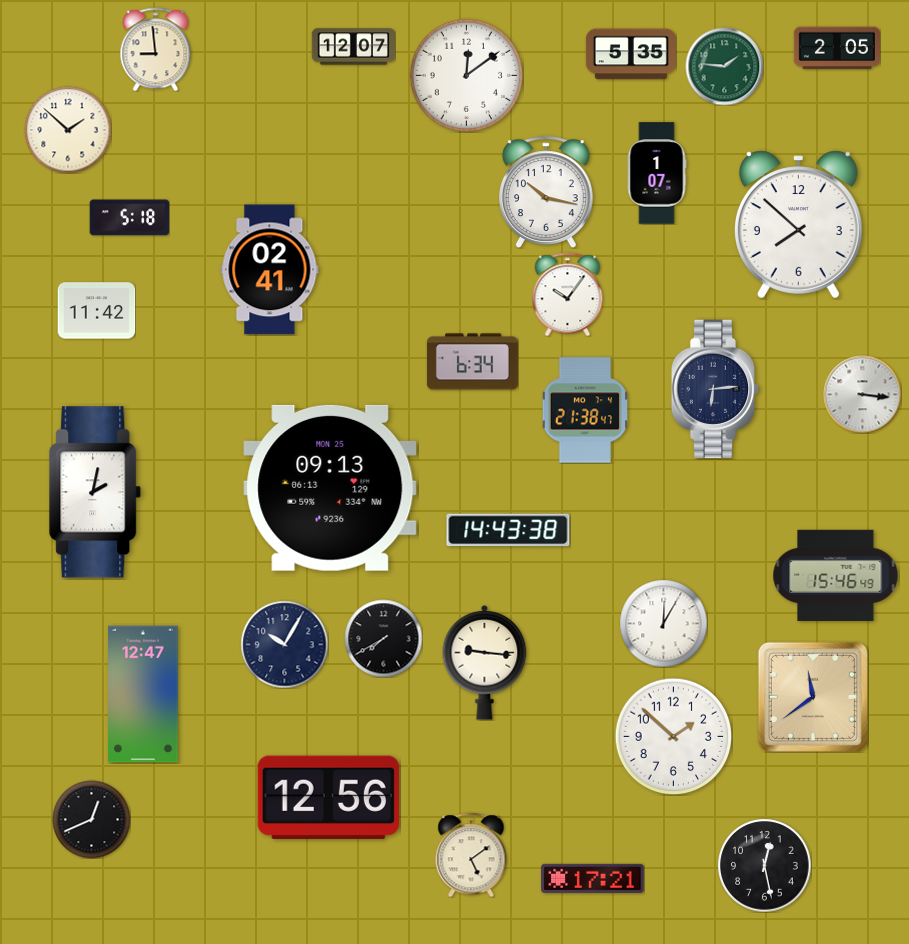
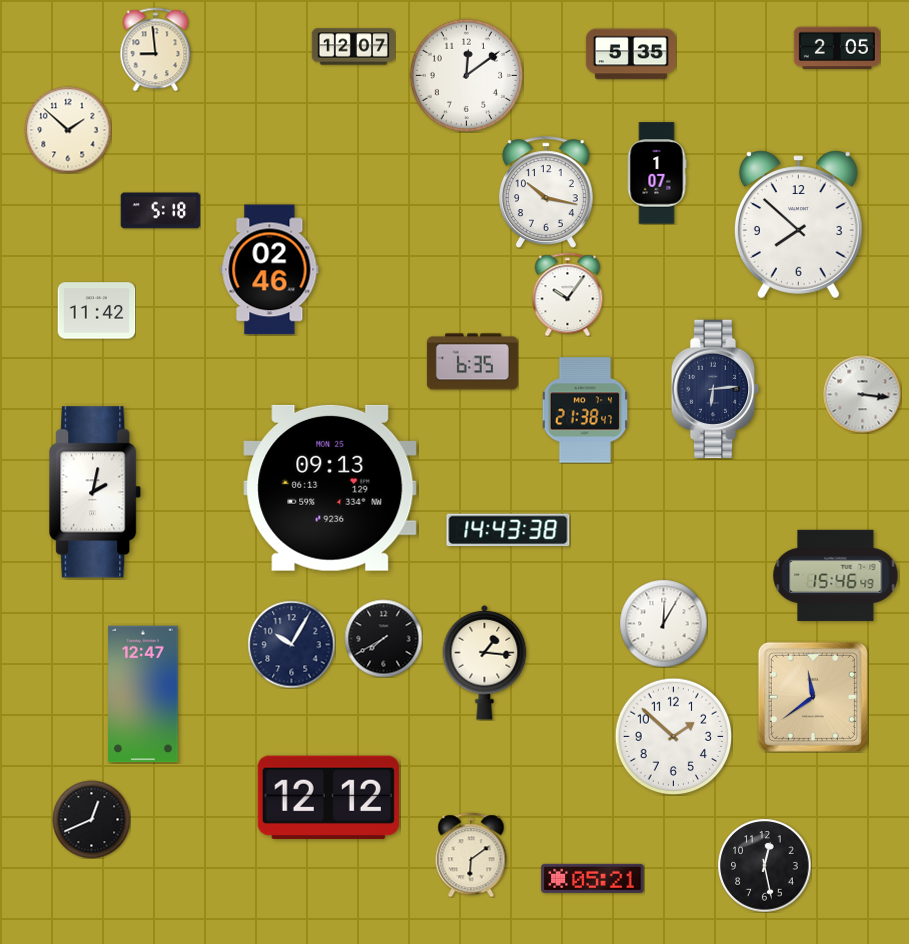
clock at (724, 66): 1:46 -> none
clock at (129, 218) position: (129, 218) -> (160, 211)
clock at (270, 270): 02:41 -> 02:46
clock at (472, 362): 6:34 -> 6:35
clock at (284, 644) position: (284, 644) -> (291, 644)
clock at (485, 662): 9:16 -> 1:16
clock at (328, 797): 12:56 -> 12:12
clock at (471, 855): 5:09 -> 6:09
clock at (593, 878): 17:21 -> 05:21
